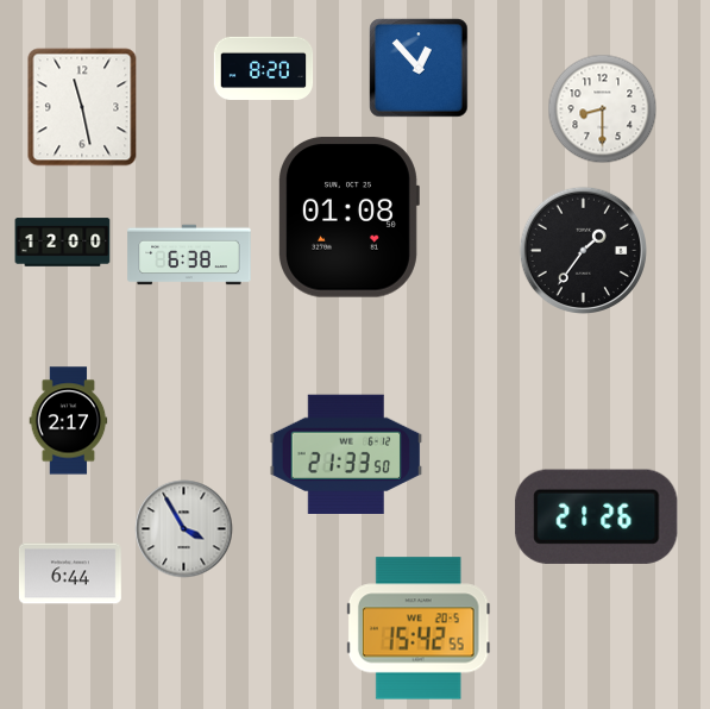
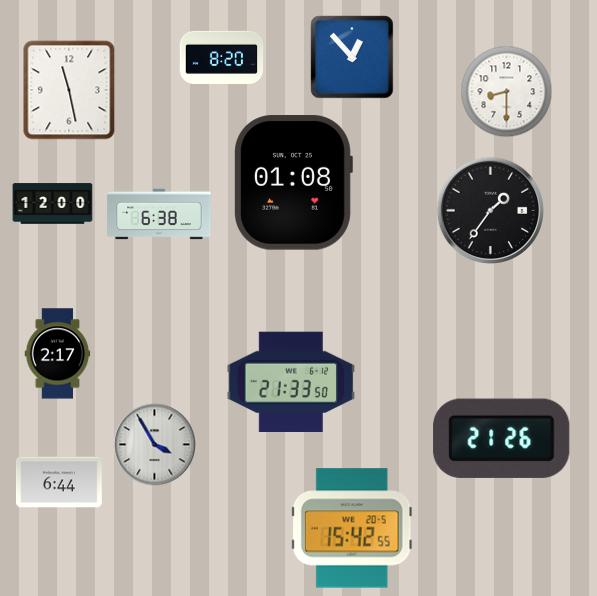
clock at (597, 516) position: (597, 516) -> (502, 438)
